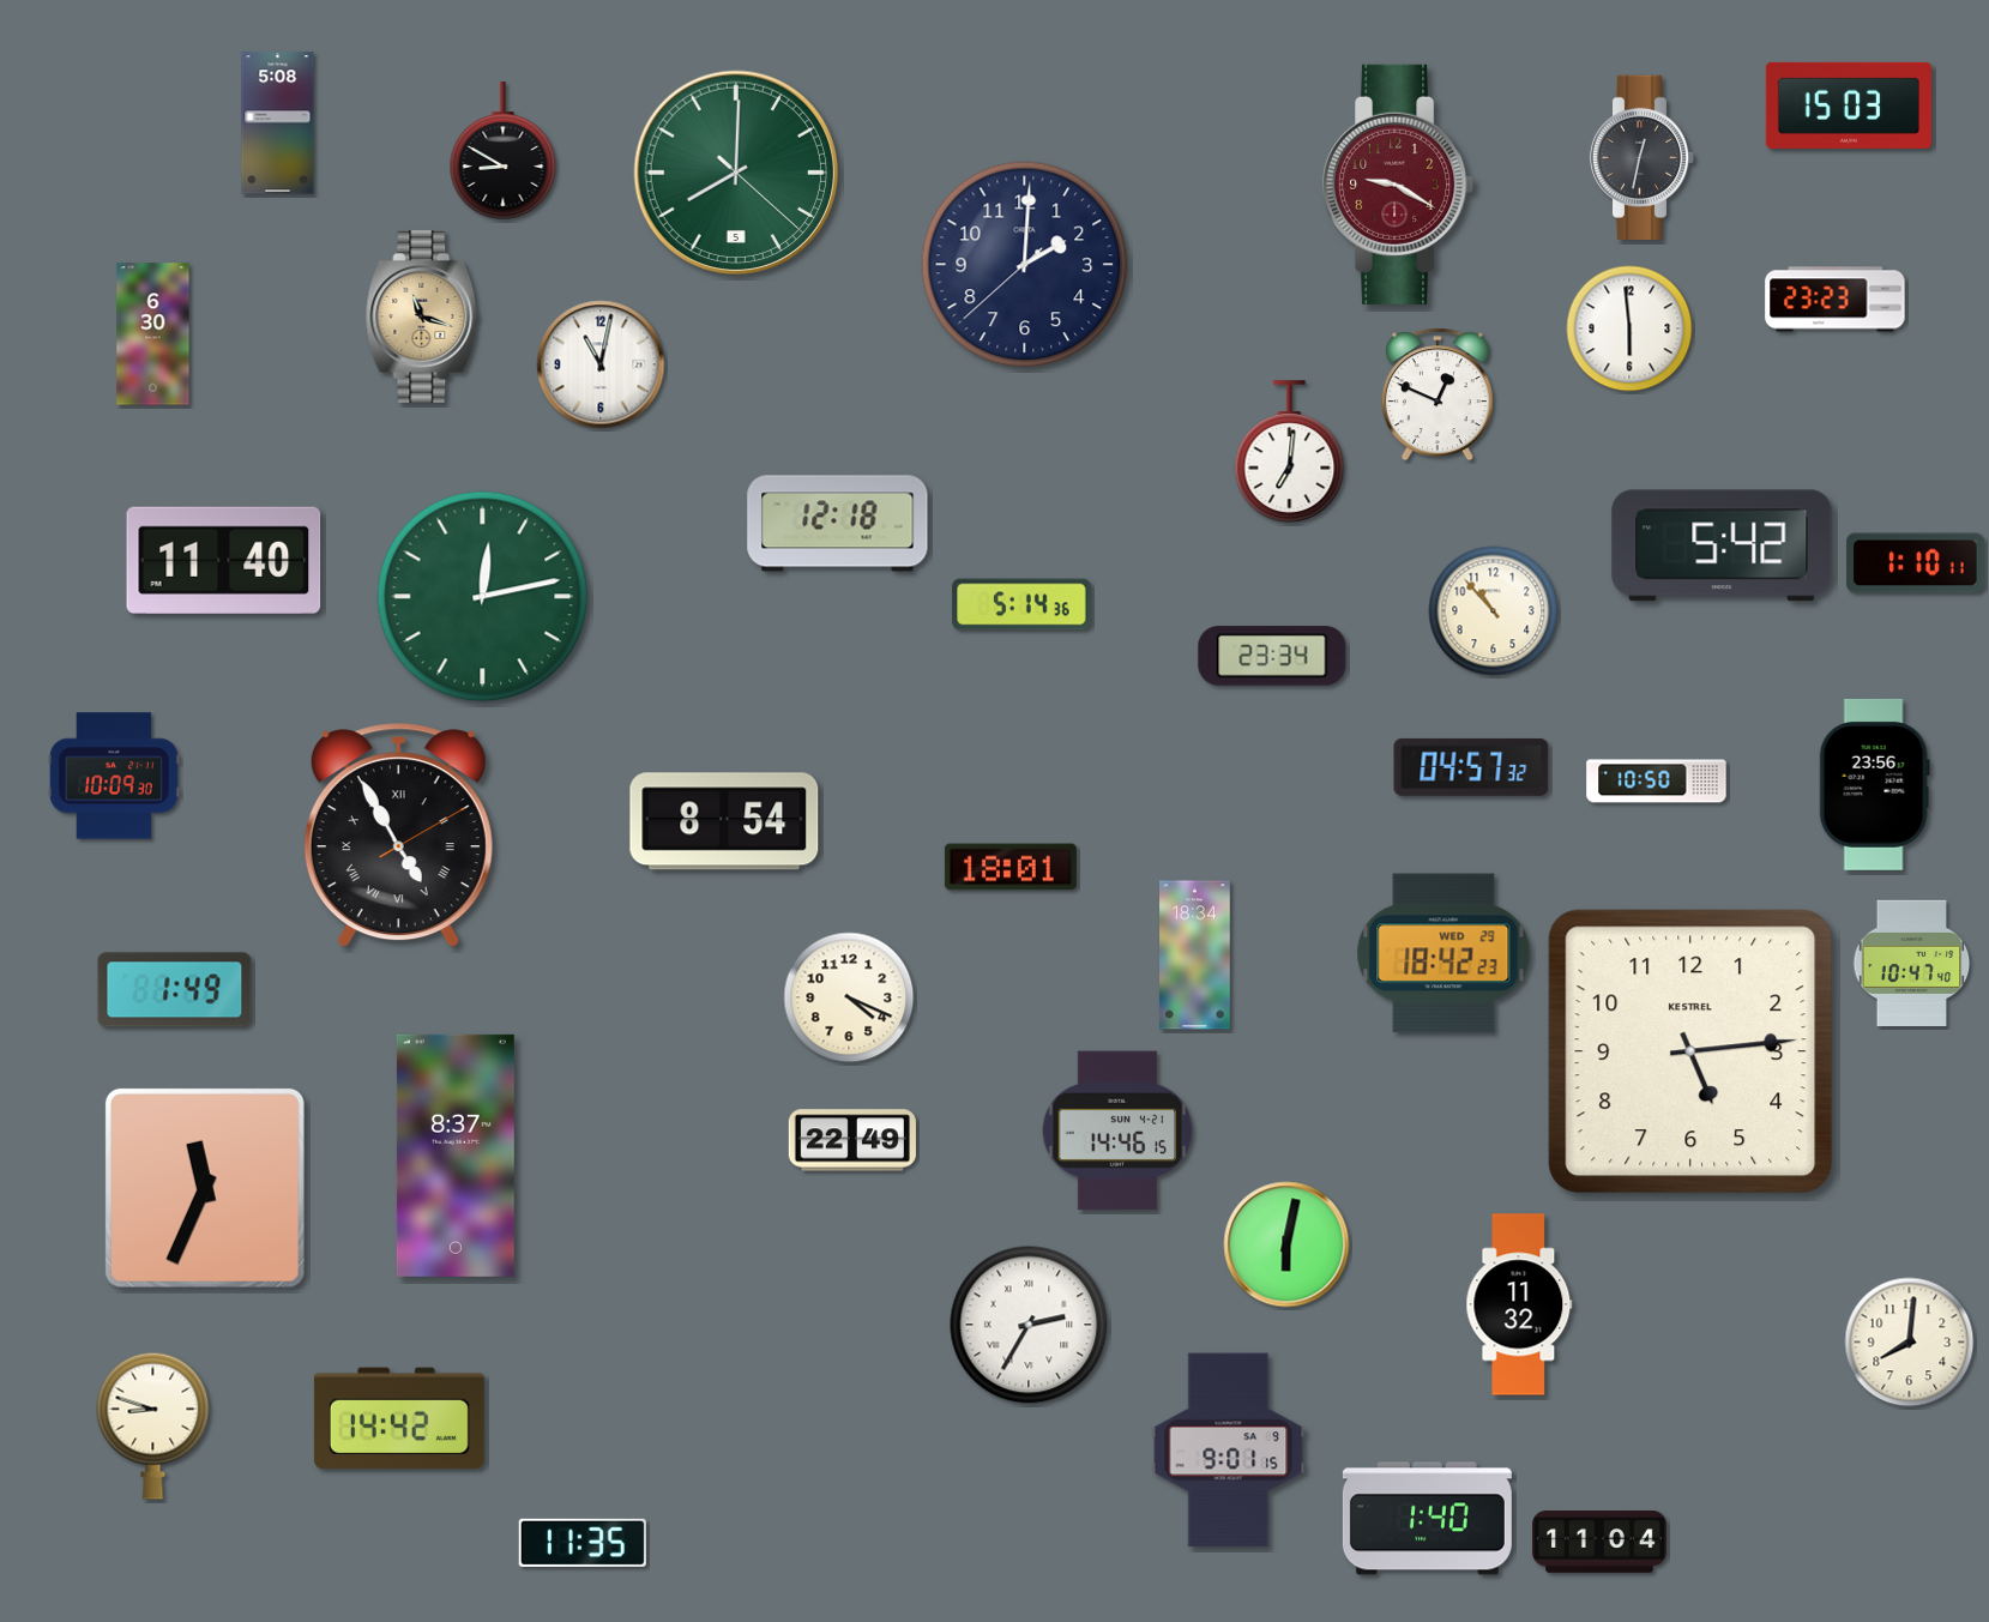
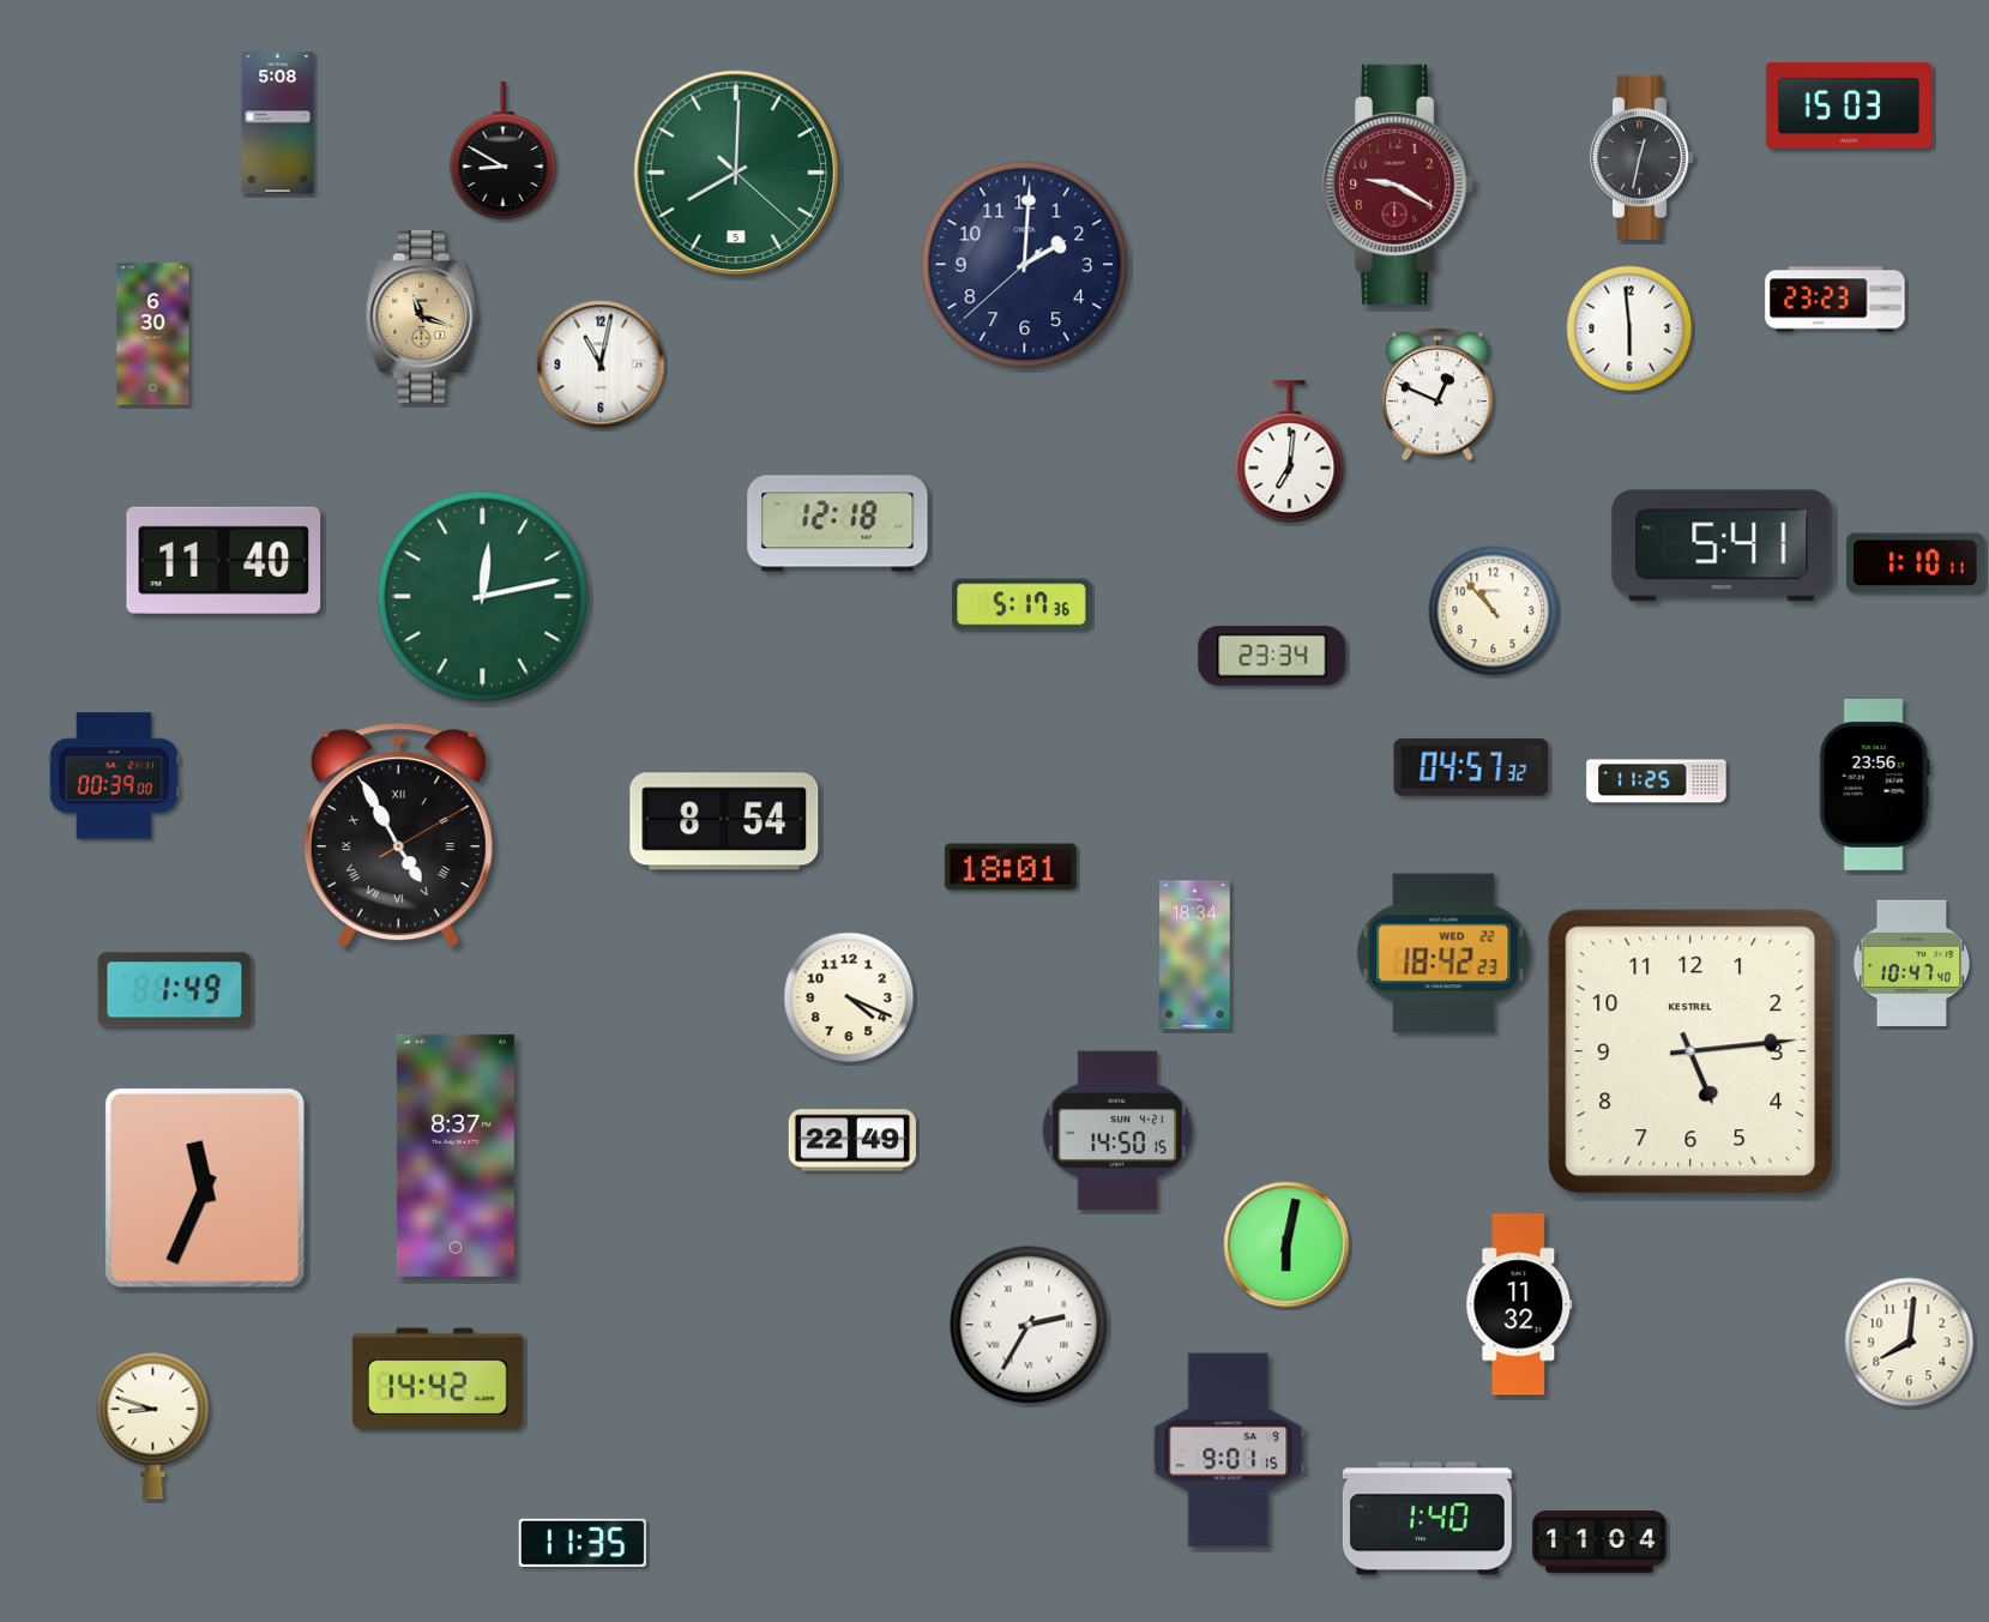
clock at (1722, 545): 5:42 -> 5:41
clock at (1021, 604): 5:14 -> 5:17
clock at (114, 776): 10:09 -> 00:39
clock at (1657, 782): 10:50 -> 11:25
clock at (1443, 953) date: WED 29 -> WED 22
clock at (1117, 1130): 14:46 -> 14:50
clock at (399, 1418) position: (399, 1418) -> (438, 1379)
